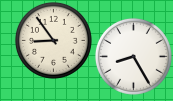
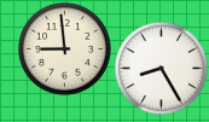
clock at (53, 40): 8:54 -> 8:59
